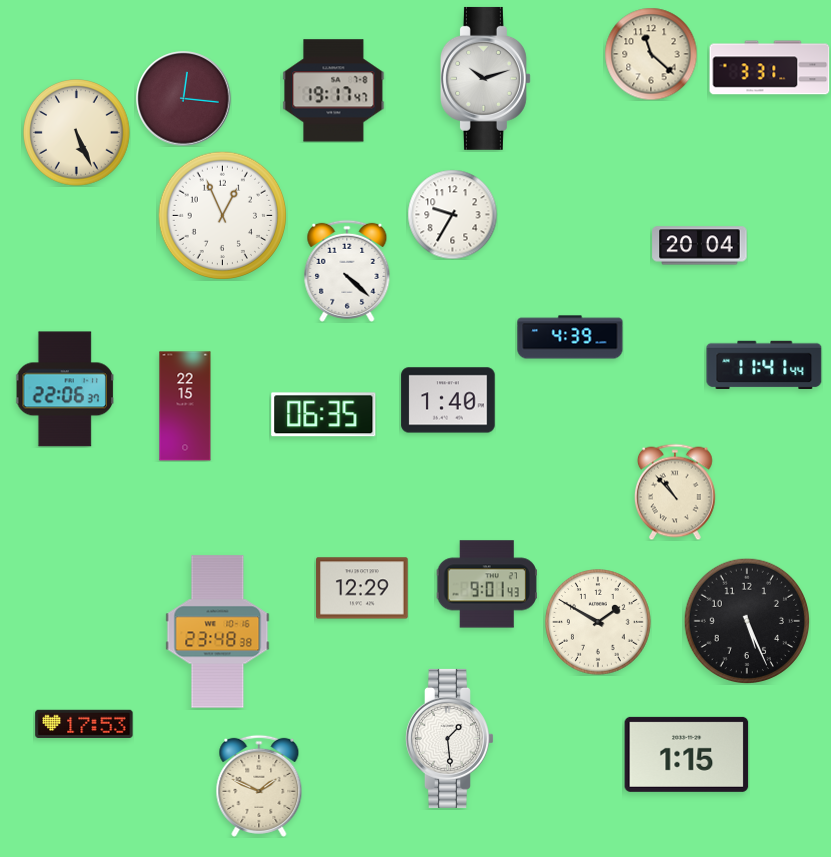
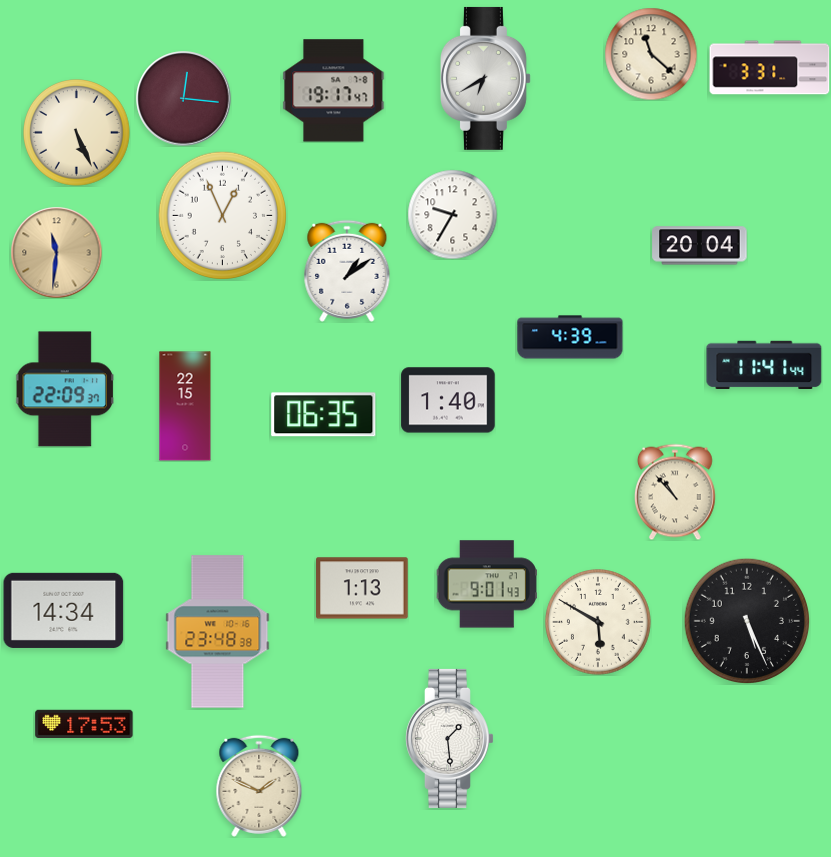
clock at (485, 78): 10:12 -> 6:40
clock at (56, 252): none -> 11:31
clock at (347, 271): 4:22 -> 1:09
clock at (65, 389): 22:06 -> 22:09
clock at (362, 588): 12:29 -> 1:13
clock at (64, 610): none -> 14:34
clock at (599, 623): 1:50 -> 5:50
clock at (687, 754): 1:15 -> none
